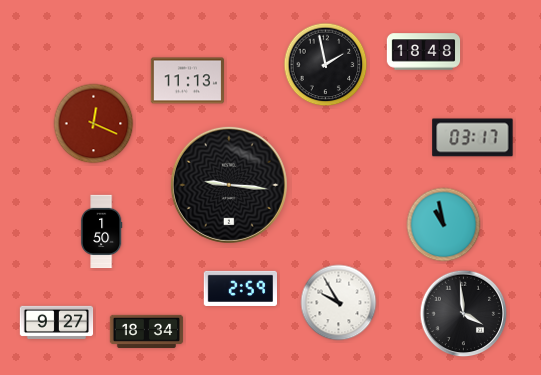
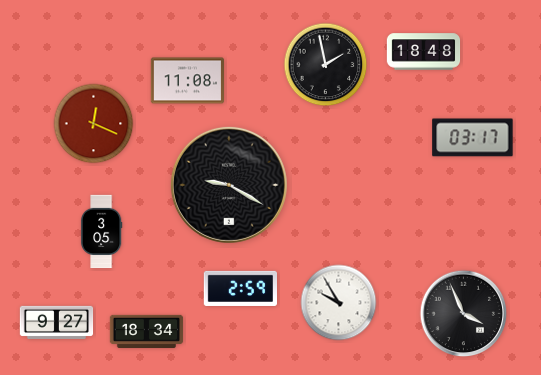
clock at (187, 81): 11:13 -> 11:08
clock at (229, 185): 9:16 -> 9:20
clock at (444, 225): 10:58 -> none
clock at (101, 232): 1:50 -> 3:05
clock at (464, 314): 3:59 -> 3:56
